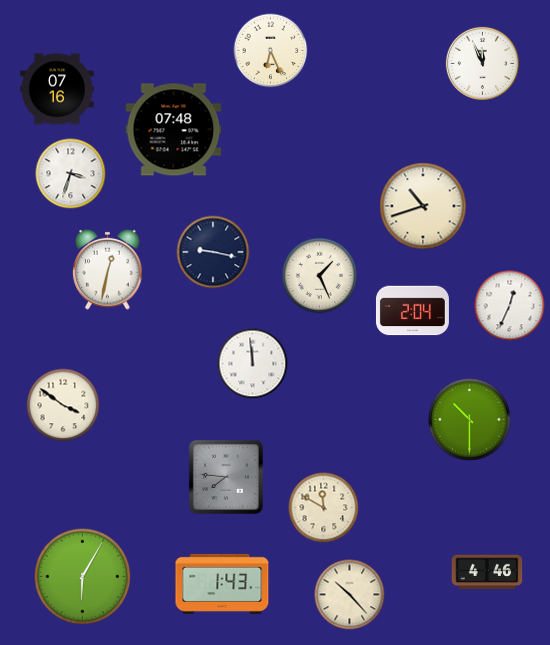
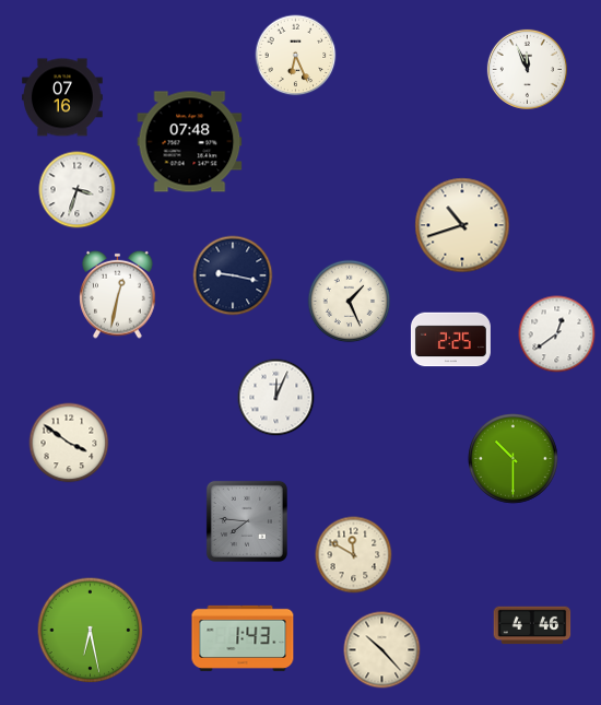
clock at (510, 306): 12:34 -> 12:39
clock at (412, 311): 2:04 -> 2:25
clock at (253, 364): 11:59 -> 12:04
clock at (83, 577): 6:05 -> 6:28
